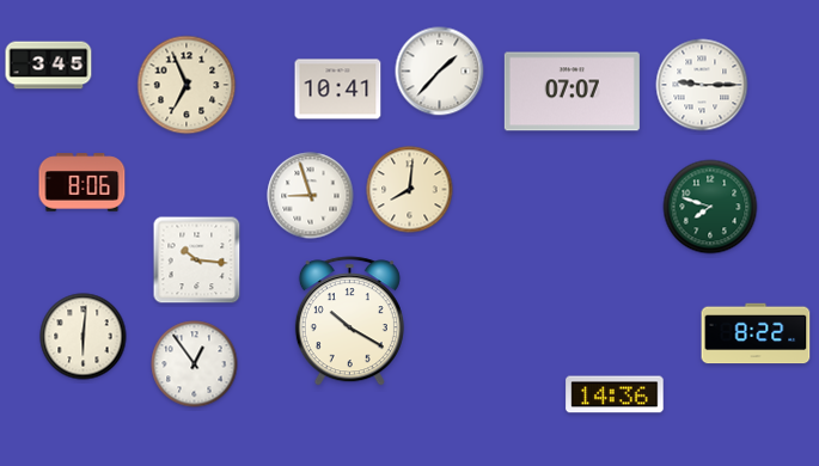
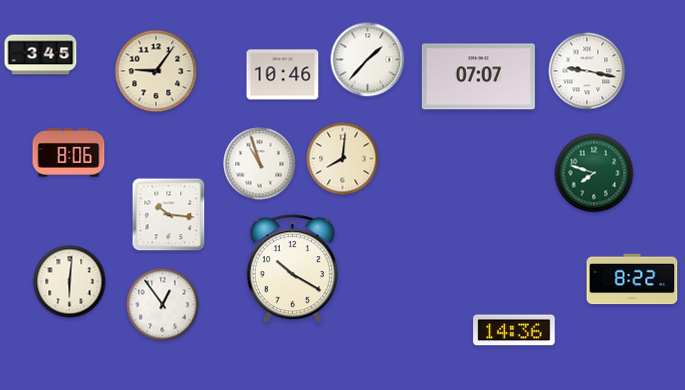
clock at (187, 85): 6:56 -> 9:06
clock at (702, 85): 9:15 -> 9:17
clock at (338, 90): 10:41 -> 10:46
clock at (311, 196): 8:57 -> 10:57
clock at (197, 260) position: (197, 260) -> (169, 215)
